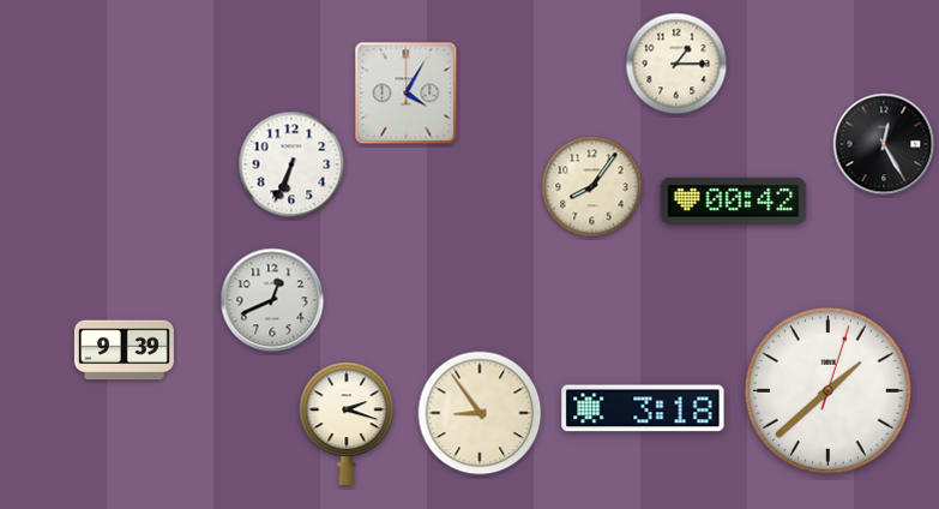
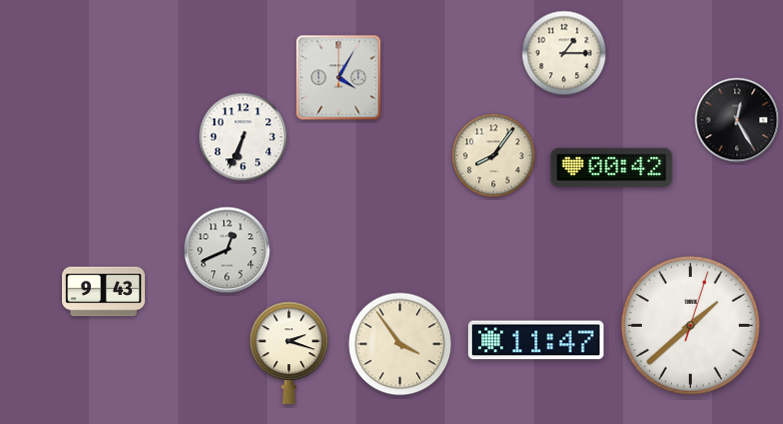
clock at (124, 351): 9:39 -> 9:43
clock at (643, 408): 3:18 -> 11:47
clock at (480, 413): 8:54 -> 3:54
